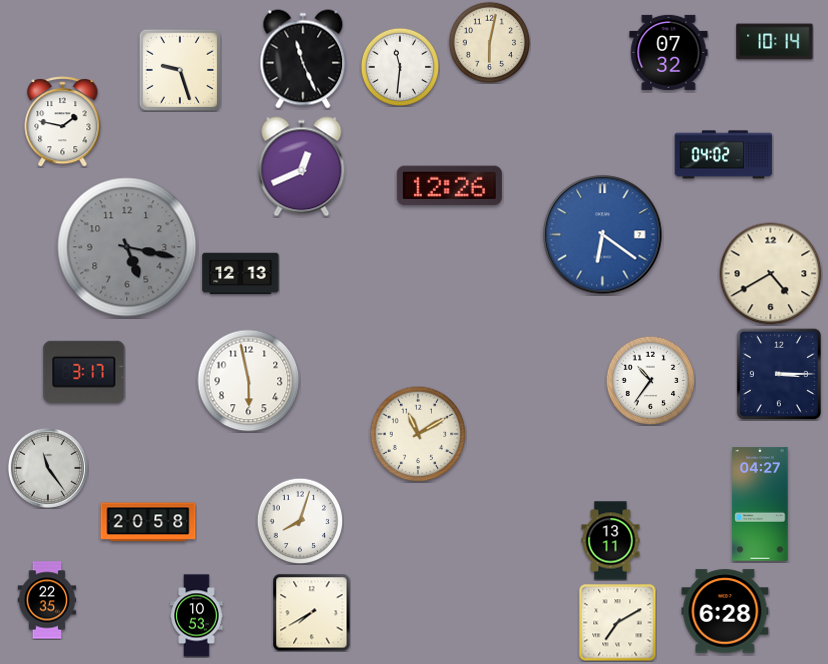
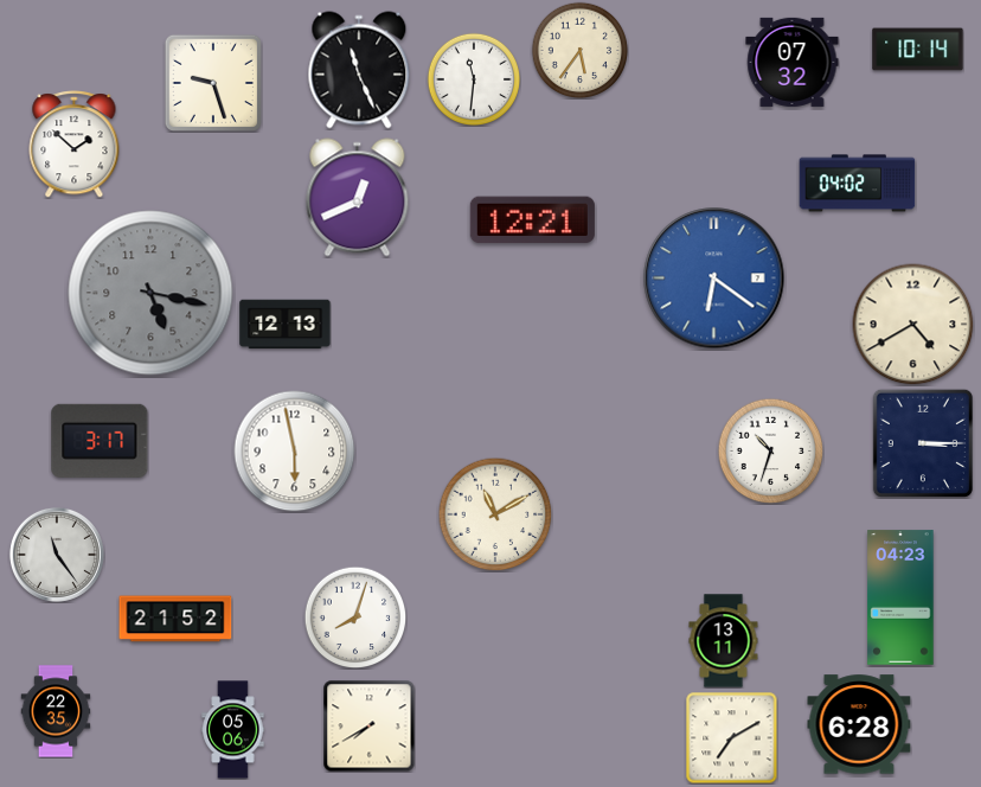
clock at (489, 42): 6:02 -> 5:36
clock at (63, 122): 1:47 -> 1:52
clock at (449, 186): 12:26 -> 12:21
clock at (650, 380): 10:36 -> 10:33
clock at (760, 504): 04:27 -> 04:23
clock at (148, 522): 20:58 -> 21:52
clock at (197, 616): 10:53 -> 05:06
